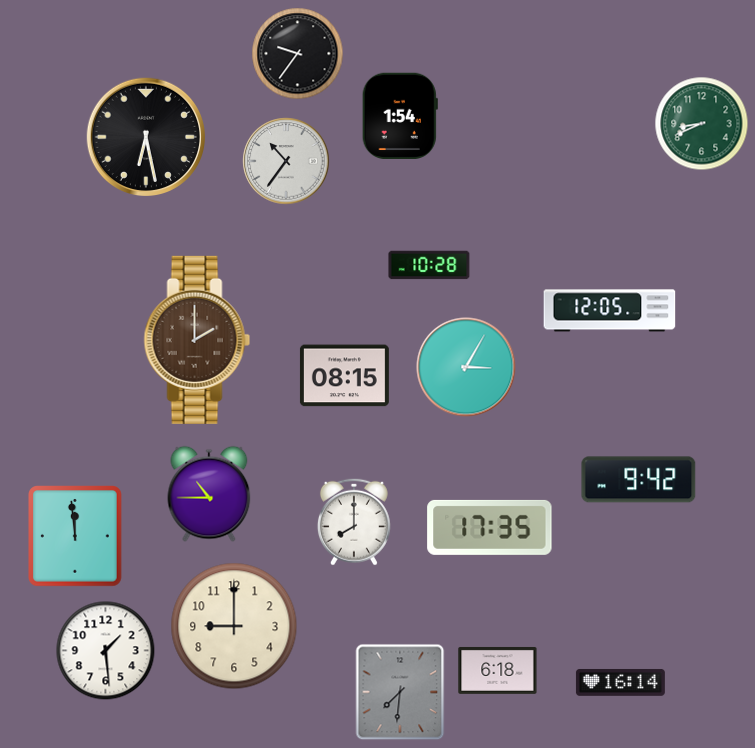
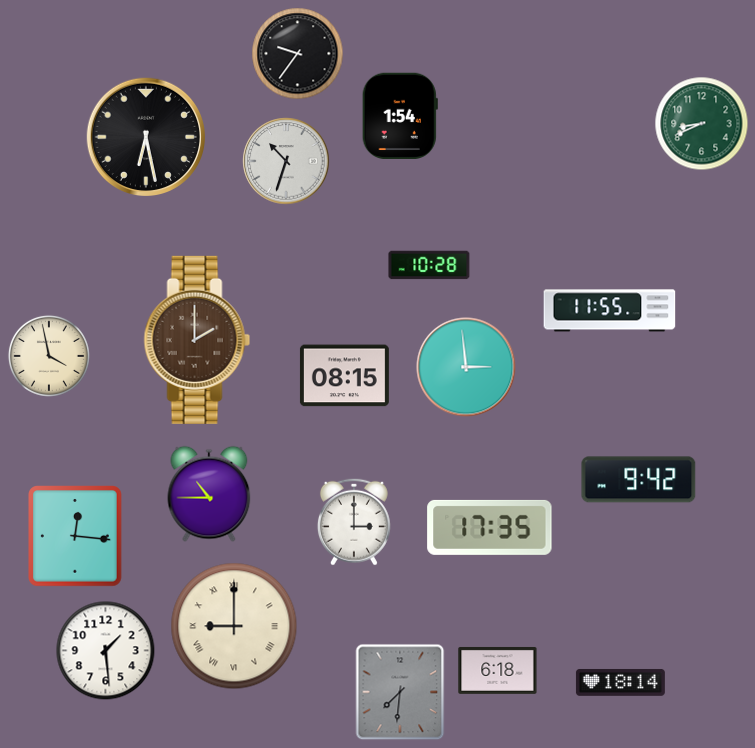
clock at (286, 161): 10:36 -> 10:33
clock at (610, 311): 12:05 -> 11:55
clock at (49, 356): none -> 3:58
clock at (466, 367): 3:05 -> 2:59
clock at (354, 522): 8:00 -> 3:00
clock at (76, 536): 11:59 -> 12:16
clock at (234, 626) numerals: Arabic -> Roman
clock at (620, 683): 16:14 -> 18:14
